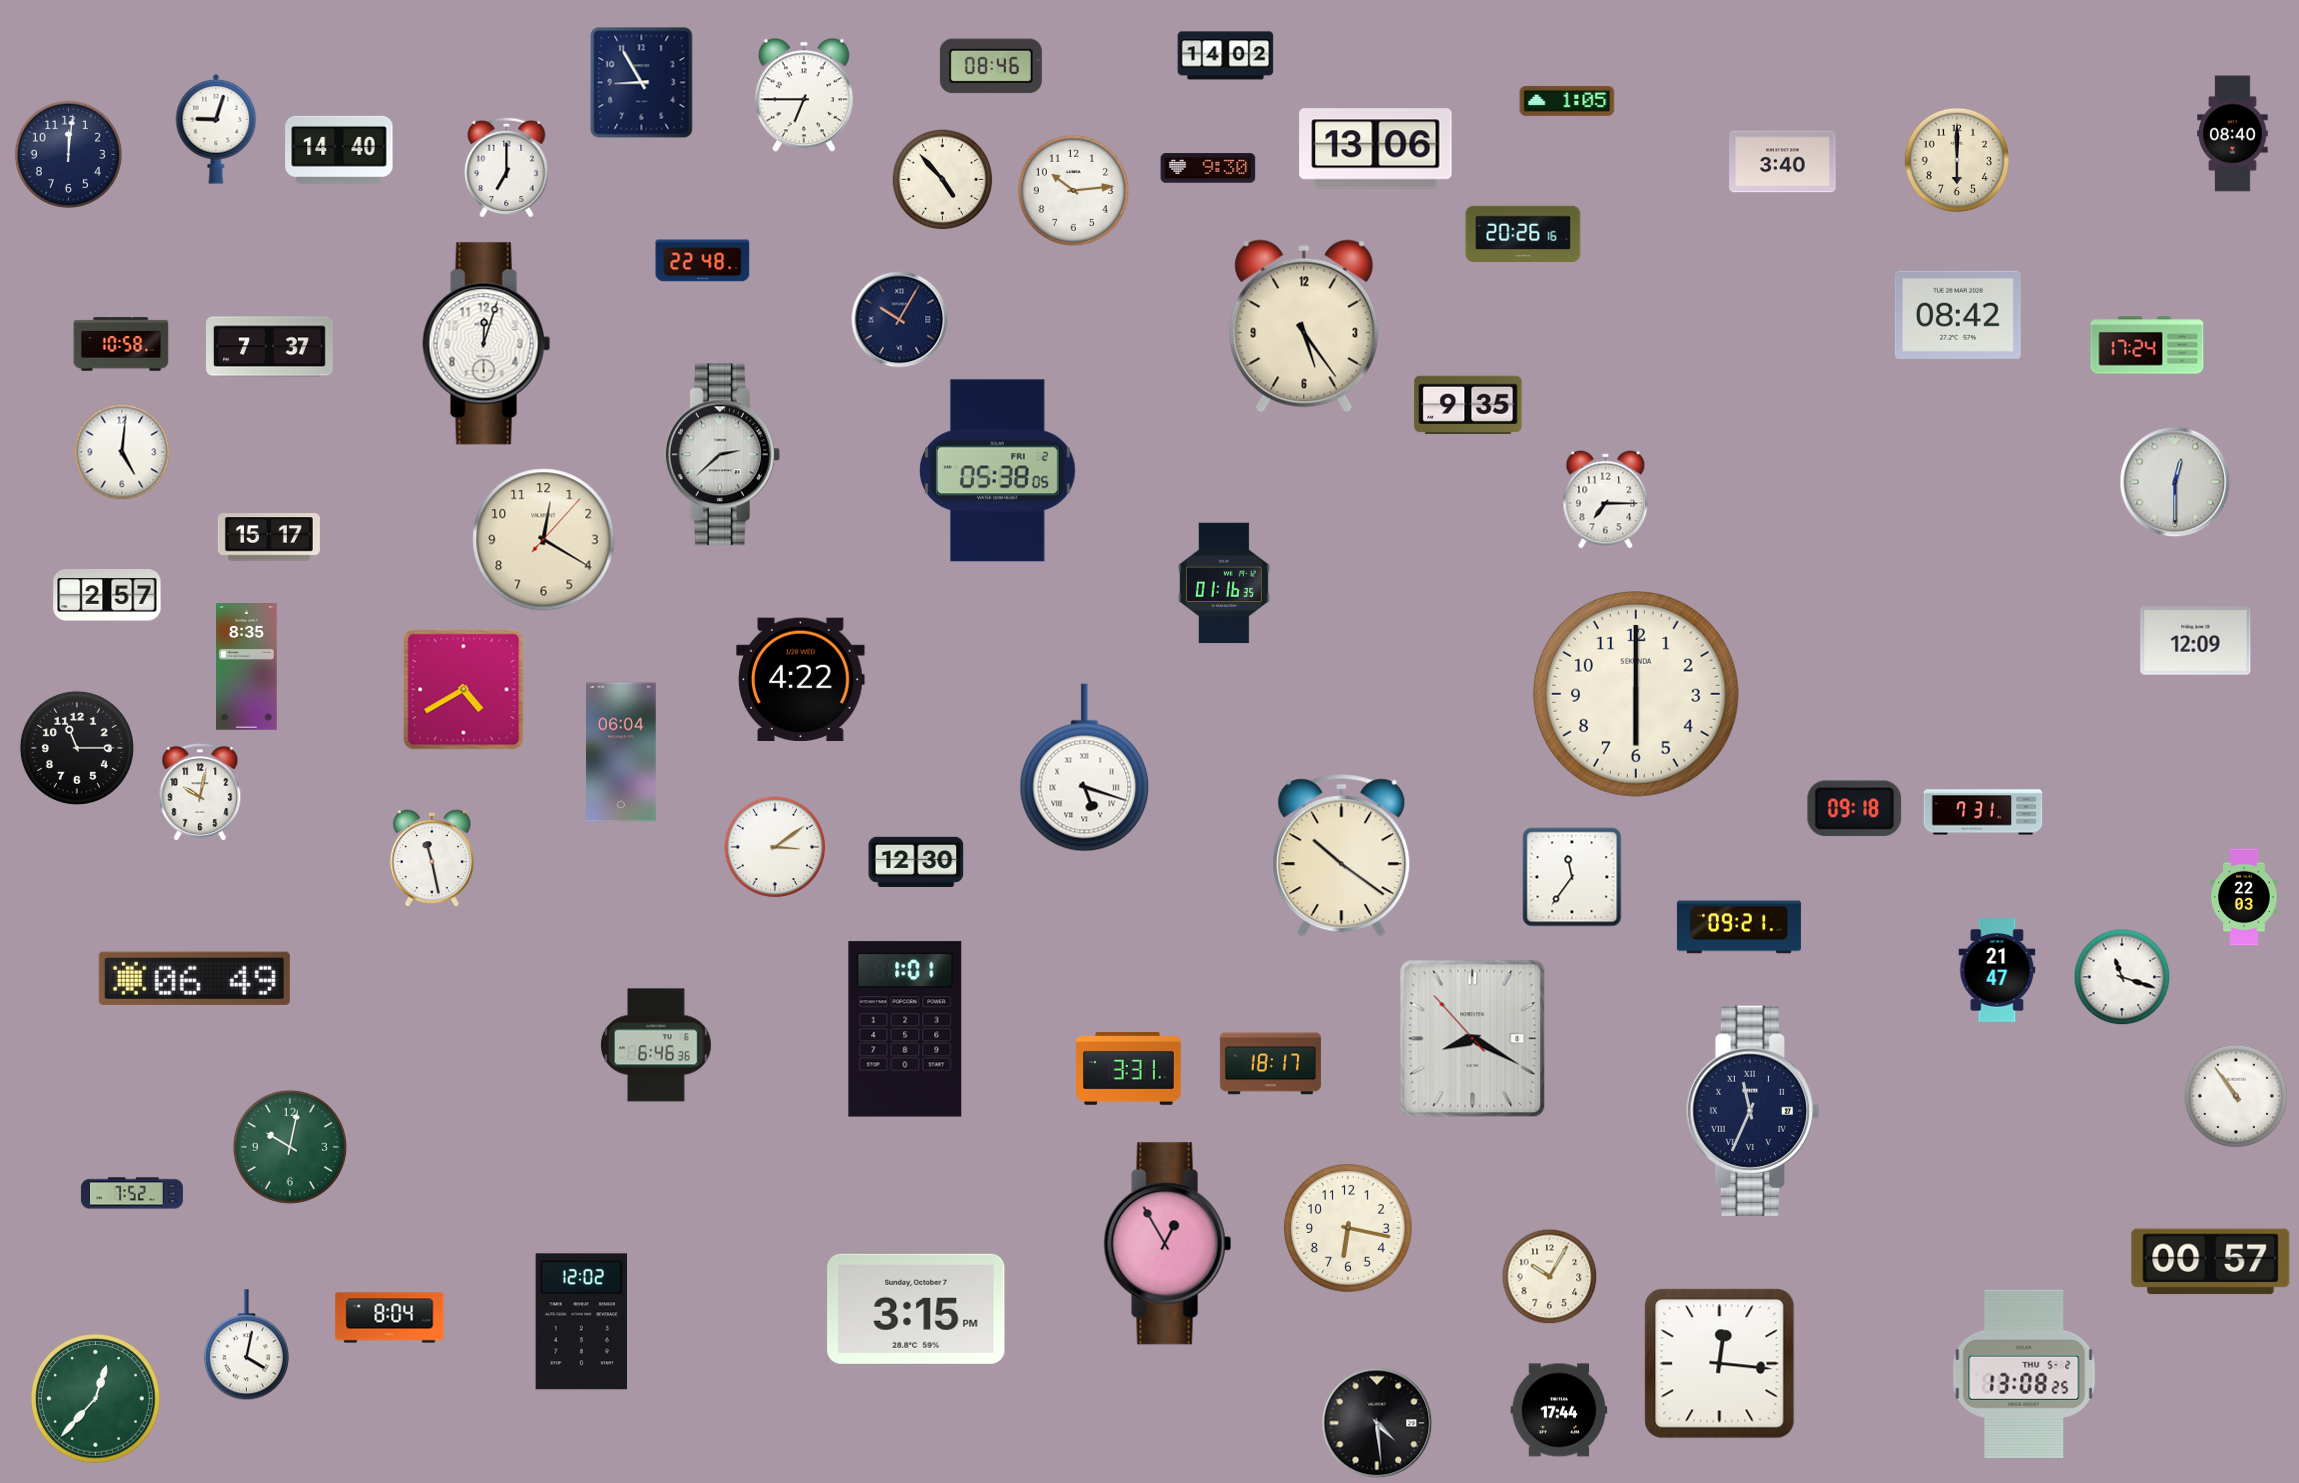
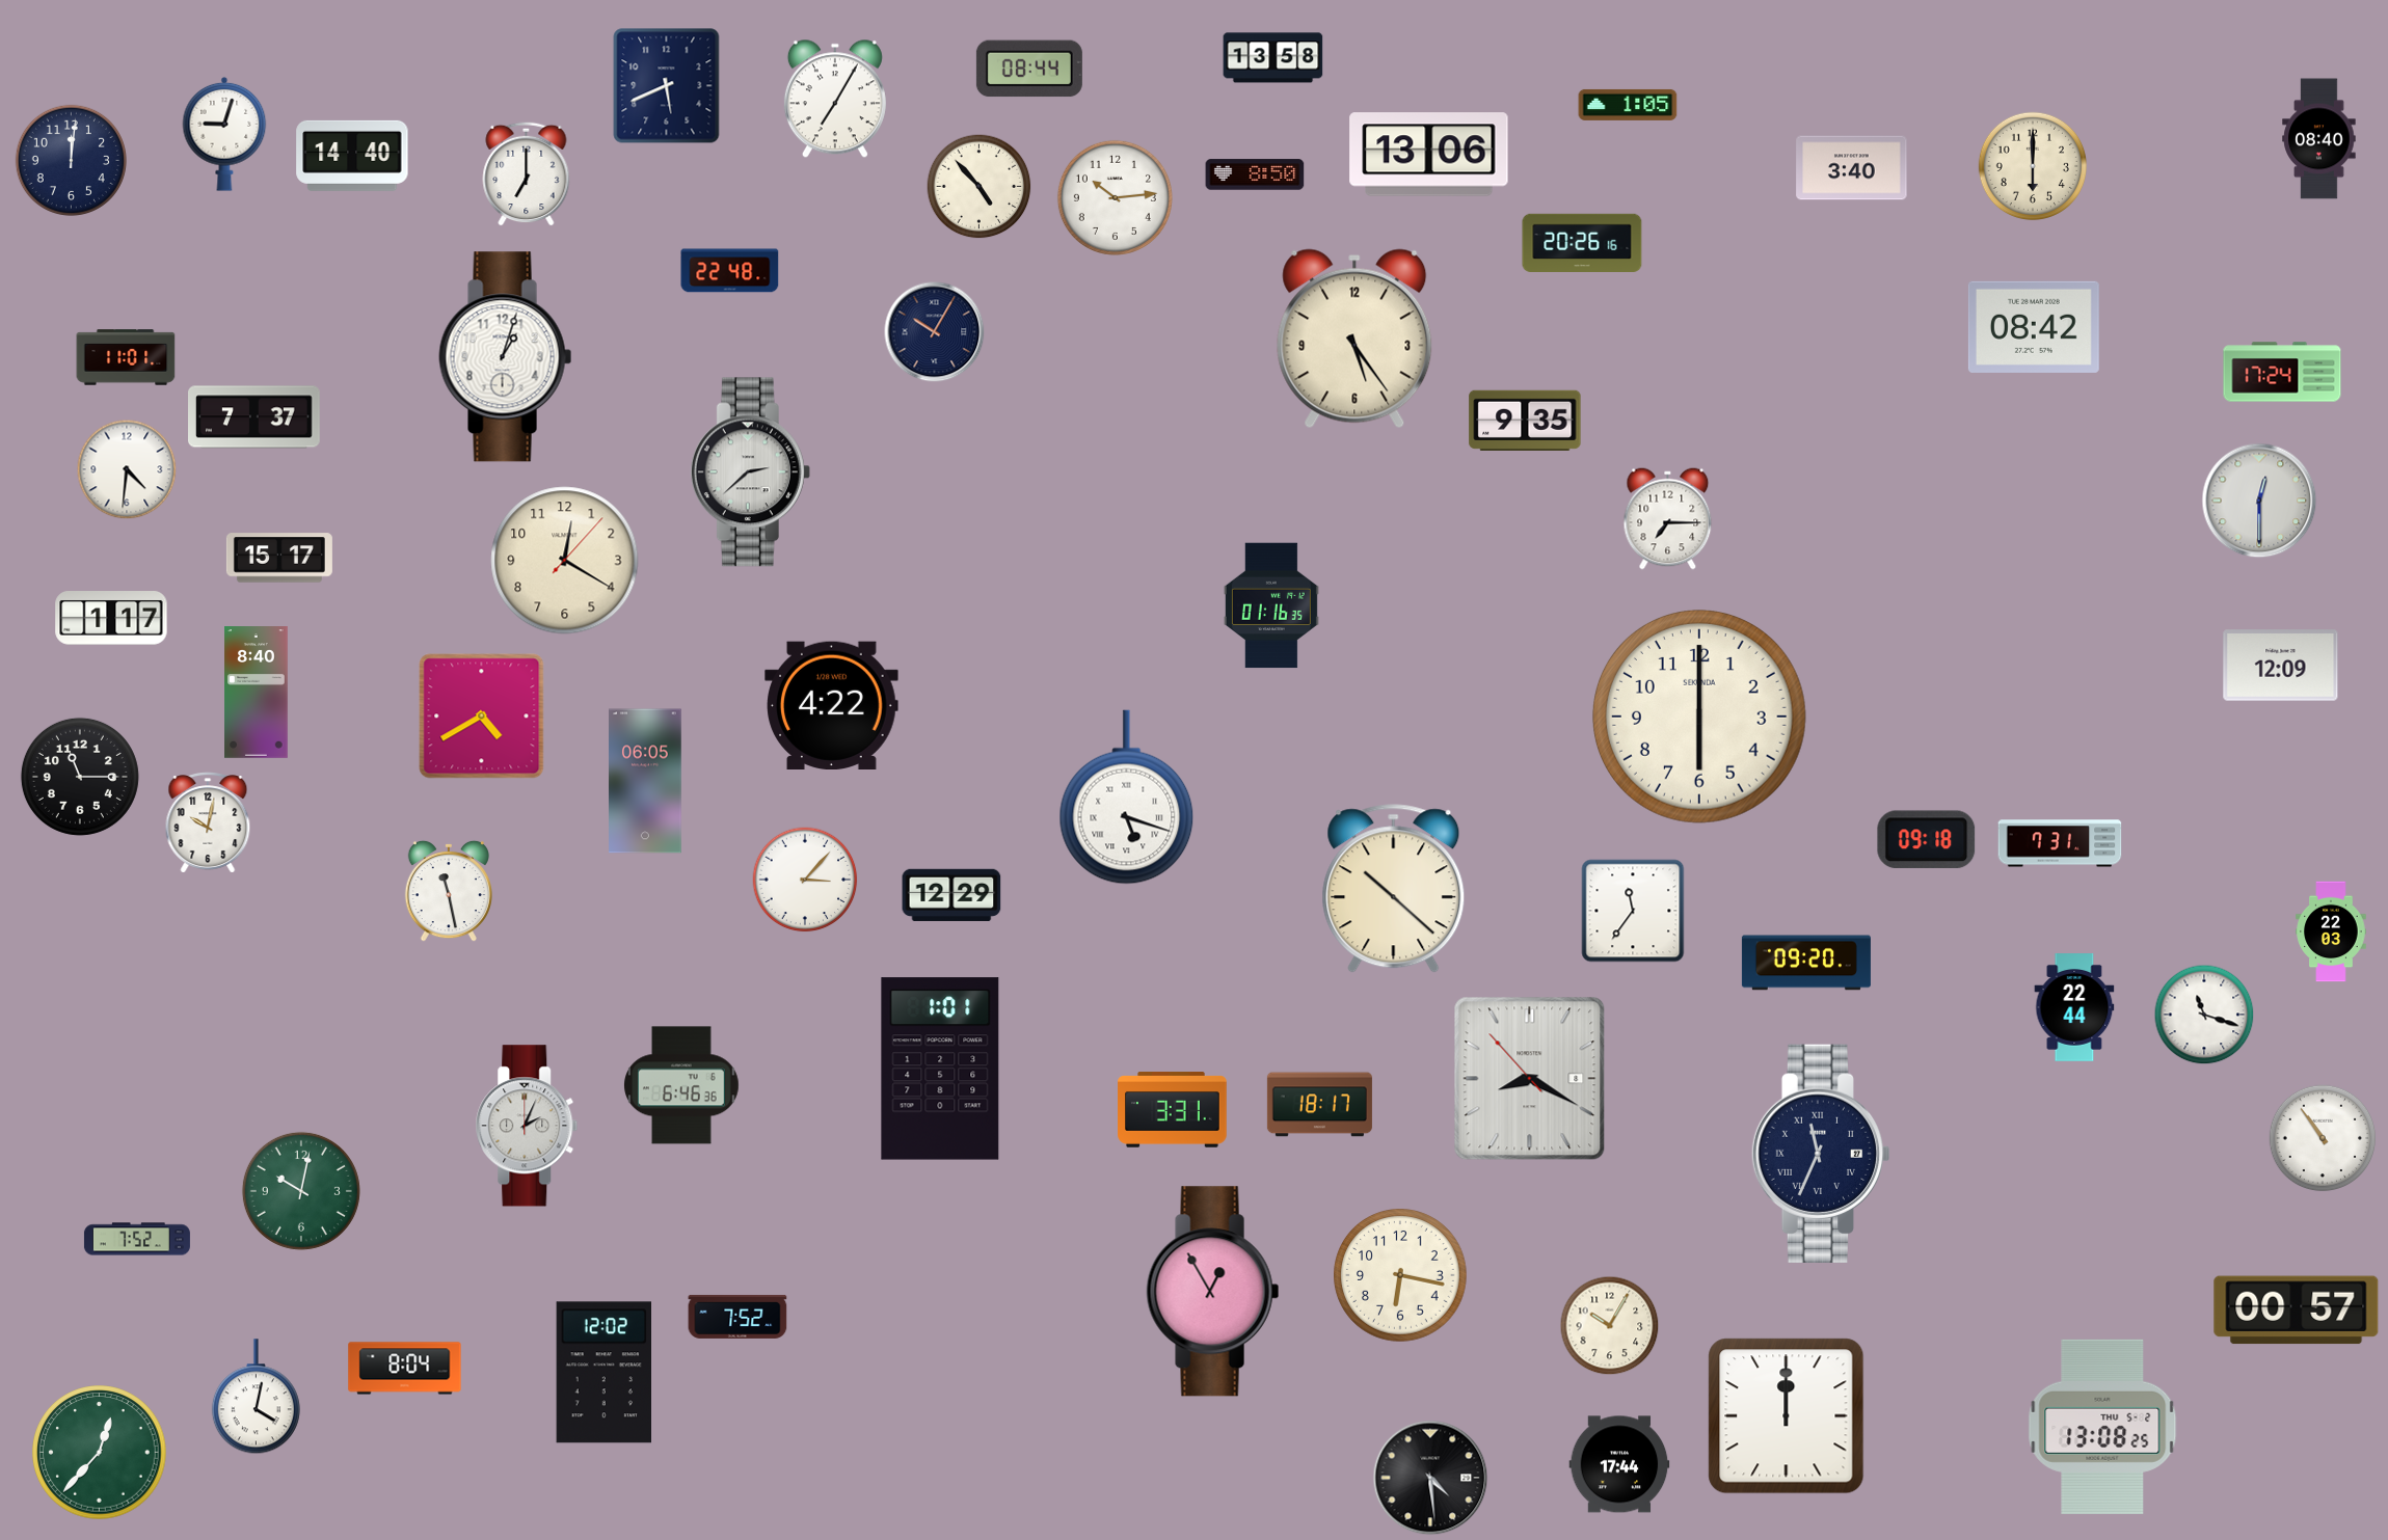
clock at (1226, 56): 14:02 -> 13:58
clock at (991, 66): 08:46 -> 08:44
clock at (642, 83): 8:55 -> 5:41
clock at (804, 95): 6:45 -> 7:05
clock at (1208, 168): 9:30 -> 8:50
clock at (121, 344): 10:58 -> 11:01
clock at (487, 344): 12:03 -> 1:03
clock at (2147, 345) position: (2147, 345) -> (2282, 372)
clock at (270, 347) position: (270, 347) -> (254, 417)
clock at (122, 452): 5:01 -> 4:31
clock at (998, 471): 05:38 -> none
clock at (107, 596): 2:57 -> 1:17
clock at (247, 667): 8:35 -> 8:40
clock at (1636, 694) position: (1636, 694) -> (1699, 717)
clock at (621, 752): 06:04 -> 06:05
clock at (775, 847): 3:09 -> 3:07
clock at (1342, 856): 10:21 -> 10:22
clock at (916, 862): 12:30 -> 12:29
clock at (1739, 927): 09:21 -> 09:20
clock at (1997, 971): 21:47 -> 22:44
clock at (194, 978): 06:49 -> none
clock at (527, 1126): none -> 2:04
clock at (737, 1317): none -> 7:52
clock at (916, 1309): 3:15 -> none
clock at (1720, 1364): 12:16 -> 12:00
